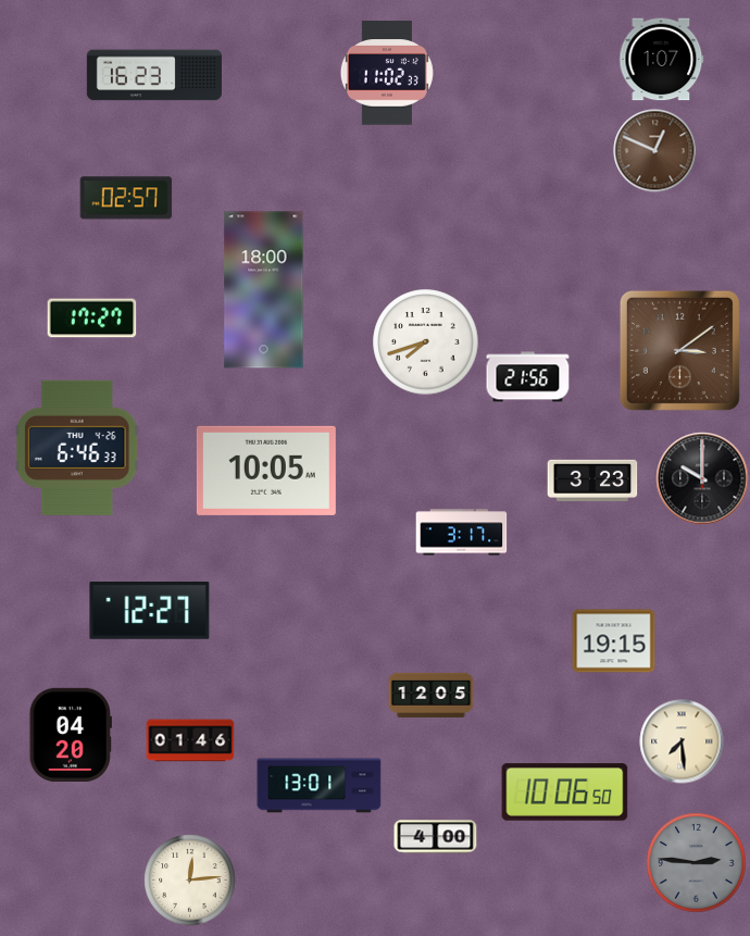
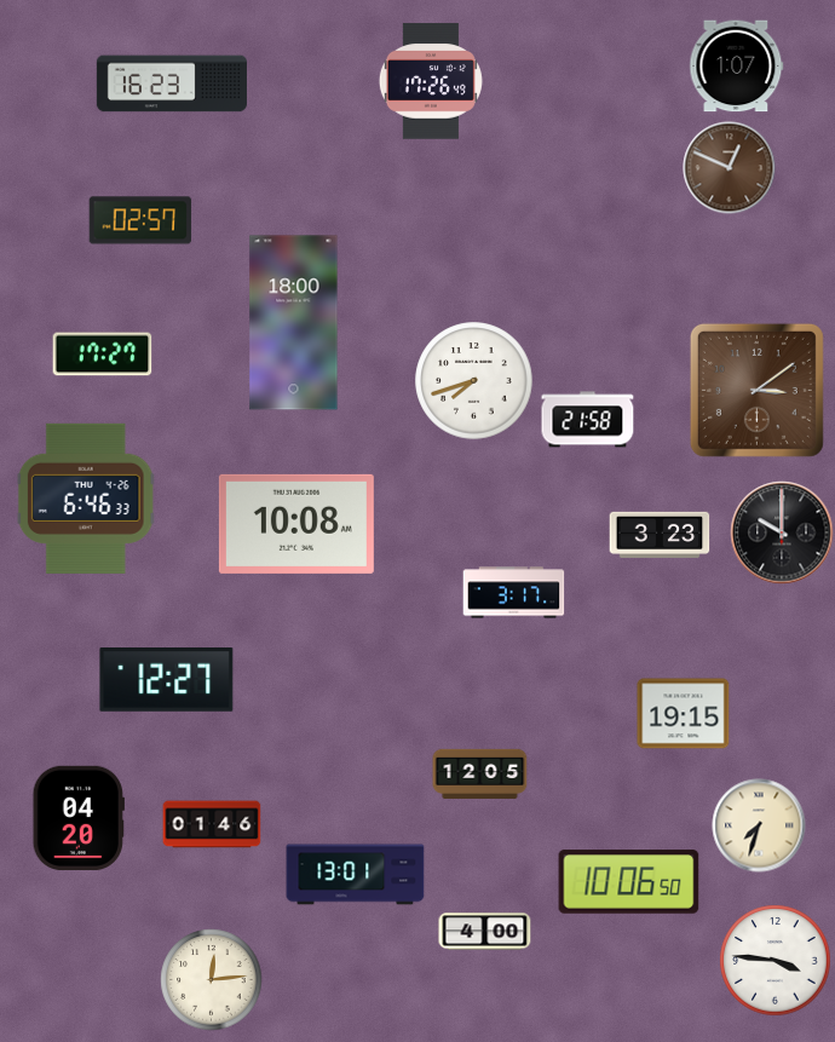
clock at (387, 73): 11:02 -> 17:26
clock at (528, 377): 21:56 -> 21:58
clock at (266, 471): 10:05 -> 10:08
clock at (682, 741): 7:29 -> 7:33
clock at (697, 863): 2:46 -> 3:46
clock at (697, 863) dial: grey -> white
